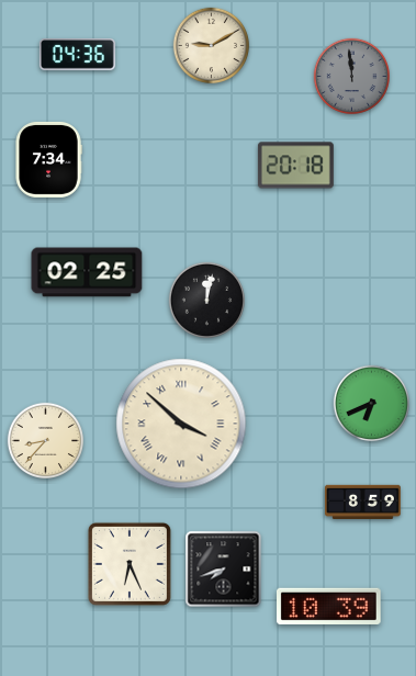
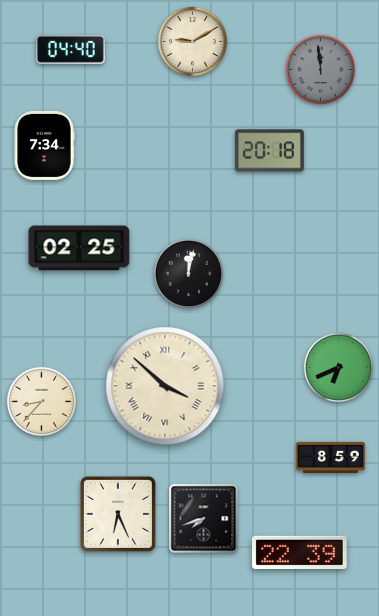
clock at (77, 55): 04:36 -> 04:40
clock at (329, 606): 10:39 -> 22:39
